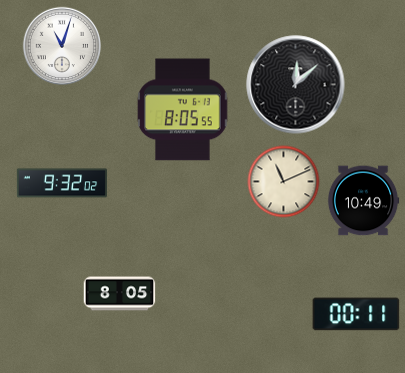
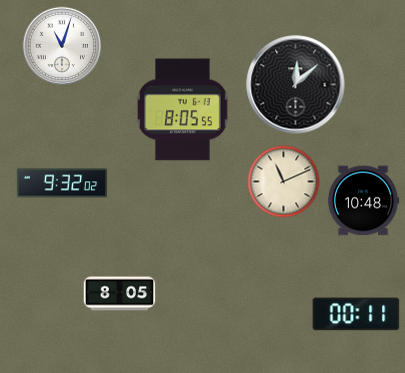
clock at (363, 201): 10:49 -> 10:48
